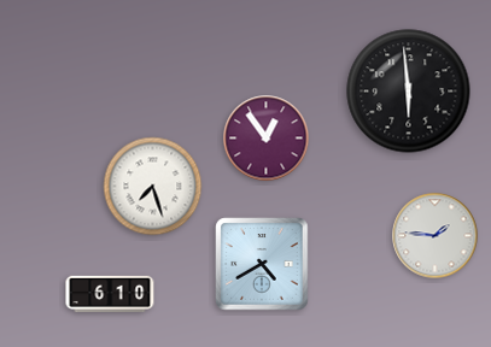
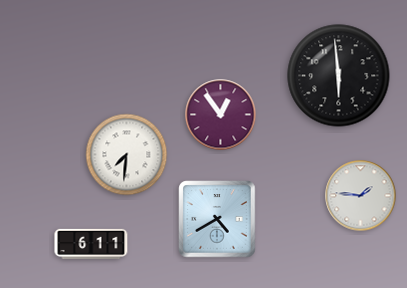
clock at (153, 187): 7:27 -> 7:31
clock at (110, 293): 6:10 -> 6:11
